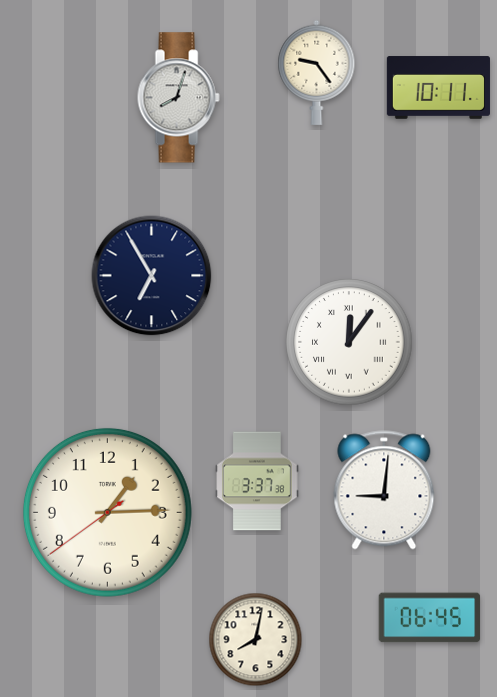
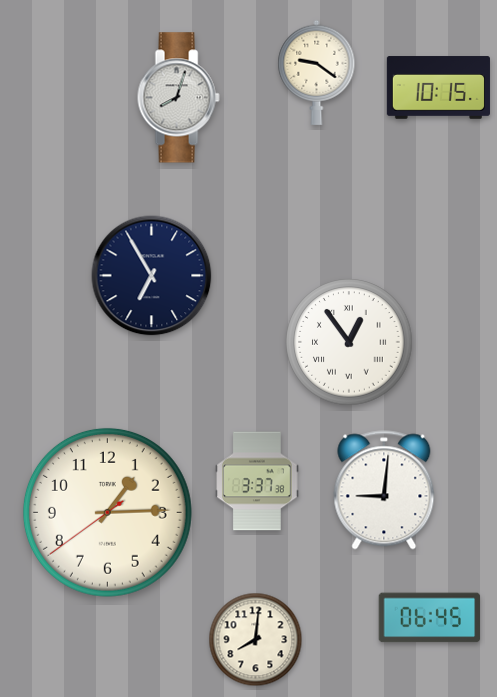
clock at (317, 72): 9:24 -> 9:21
clock at (438, 88): 10:11 -> 10:15
clock at (349, 342): 12:06 -> 12:54
clock at (256, 640): 8:02 -> 8:01
